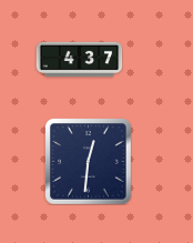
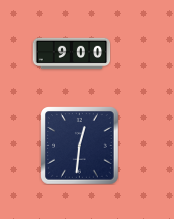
clock at (79, 60): 4:37 -> 9:00
